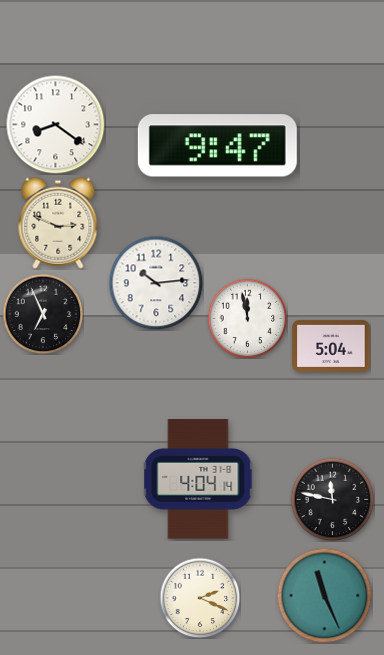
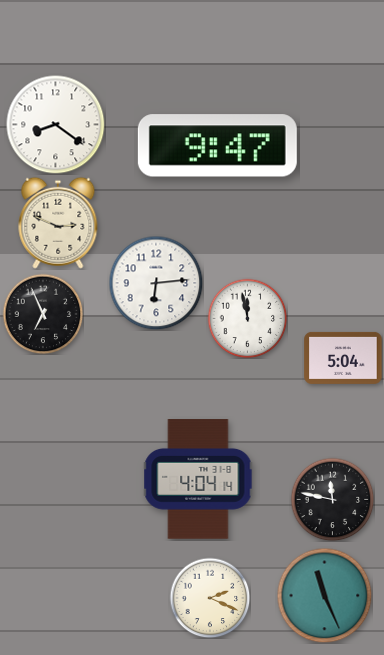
clock at (156, 283): 10:14 -> 6:14
clock at (331, 346) position: (331, 346) -> (343, 358)
clock at (200, 598) position: (200, 598) -> (210, 598)
